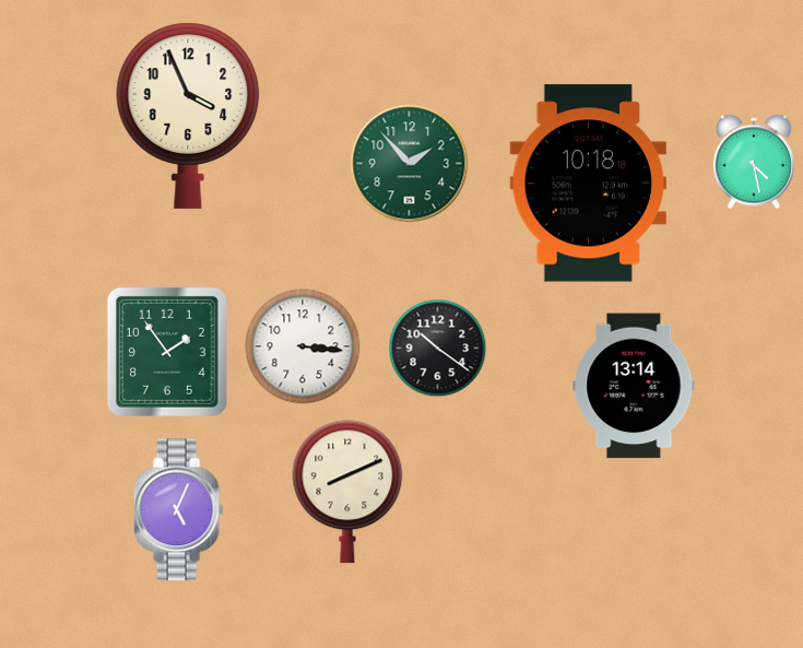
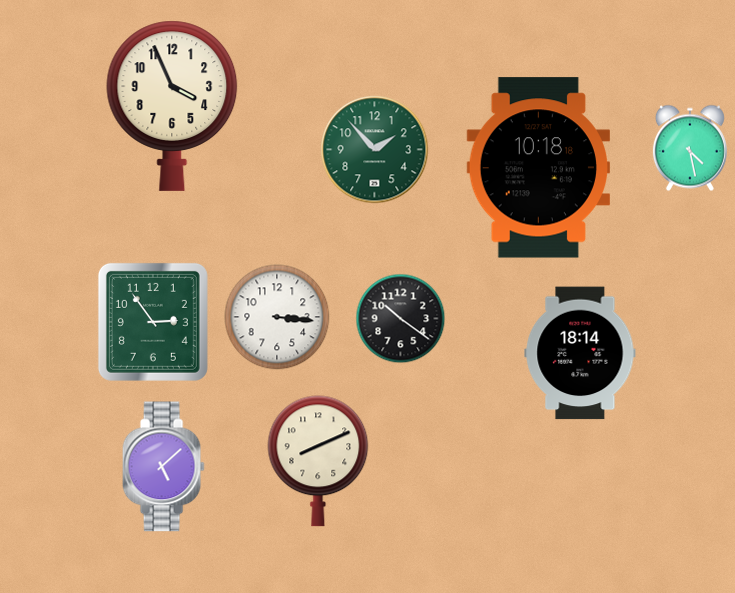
clock at (167, 352): 1:54 -> 2:54
clock at (634, 386): 13:14 -> 18:14
clock at (347, 492) position: (347, 492) -> (318, 461)
clock at (178, 510): 5:04 -> 5:08
